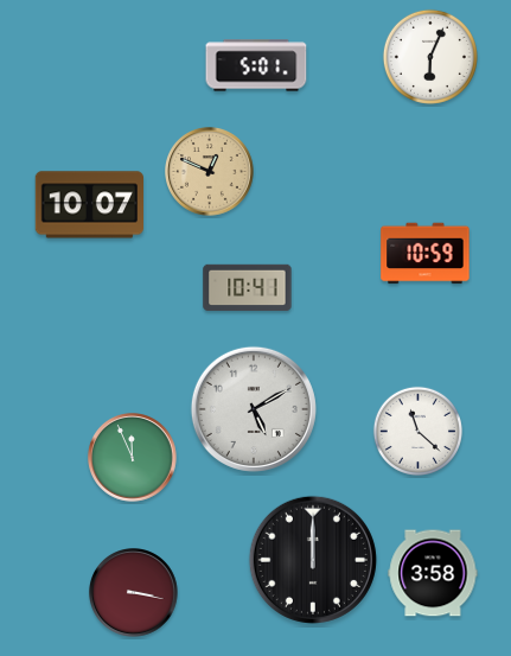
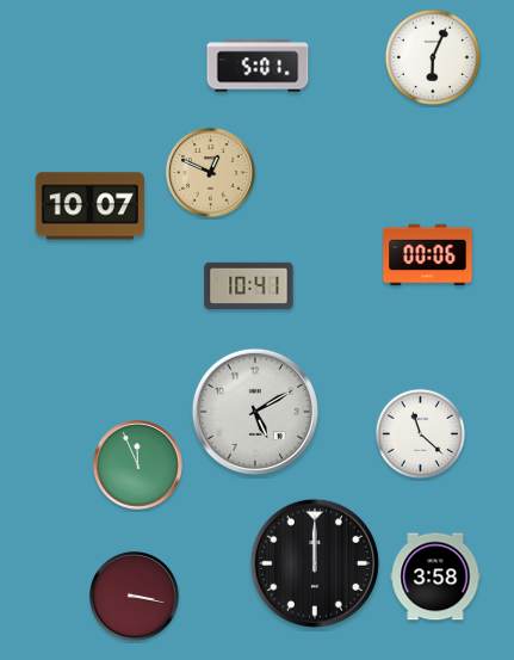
clock at (426, 254): 10:59 -> 00:06
clock at (248, 288) position: (248, 288) -> (249, 286)
clock at (133, 458) position: (133, 458) -> (138, 465)
